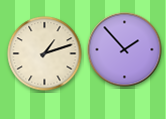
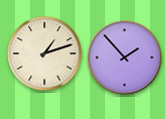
clock at (125, 50) position: (125, 50) -> (125, 58)
